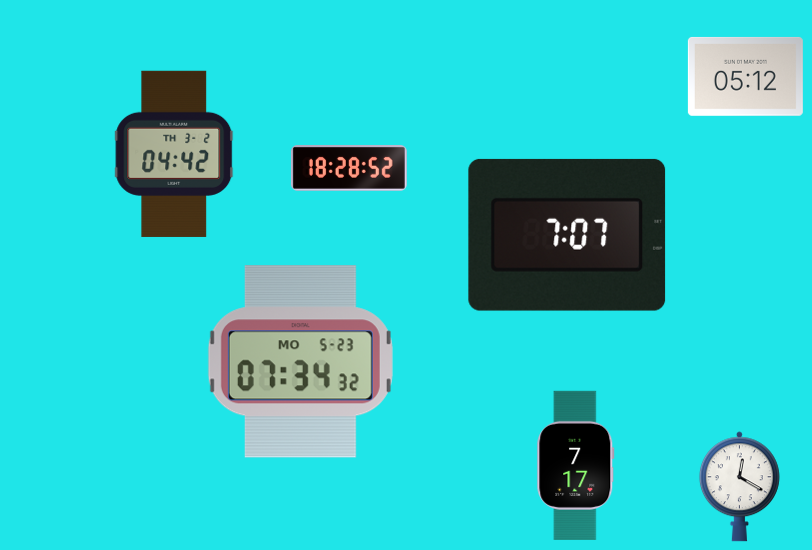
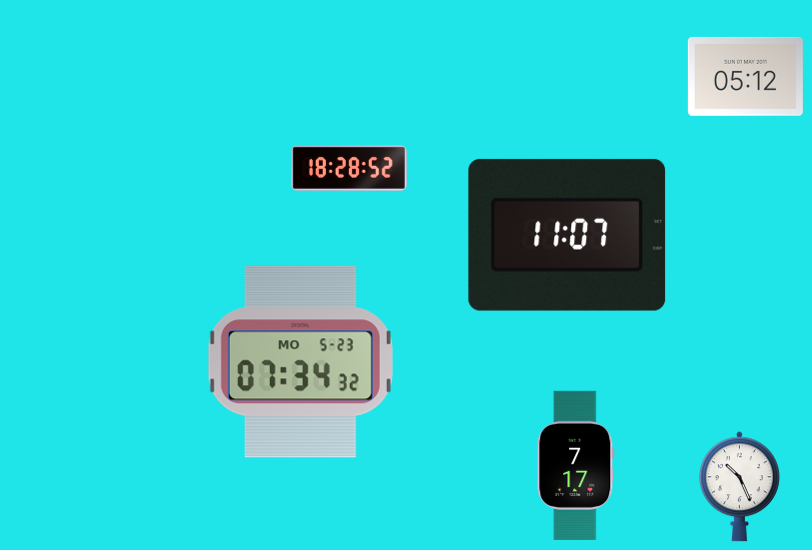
clock at (174, 154): 04:42 -> none
clock at (567, 235): 7:07 -> 11:07
clock at (739, 487): 12:20 -> 10:26
